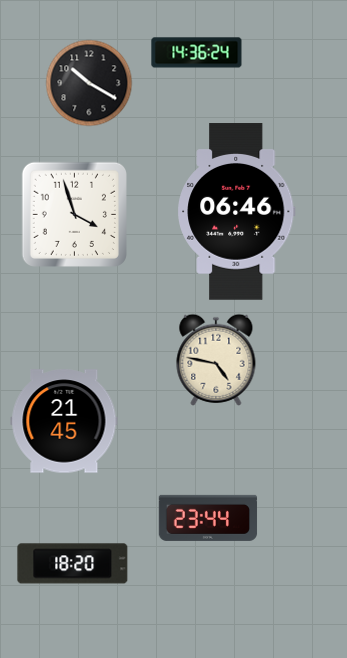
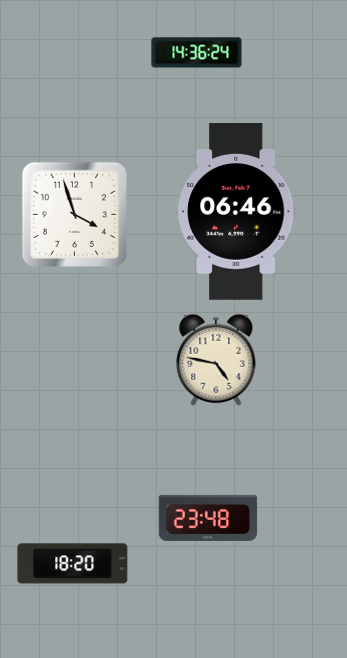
clock at (89, 83): 10:20 -> none
clock at (64, 421): 21:45 -> none
clock at (208, 518): 23:44 -> 23:48
